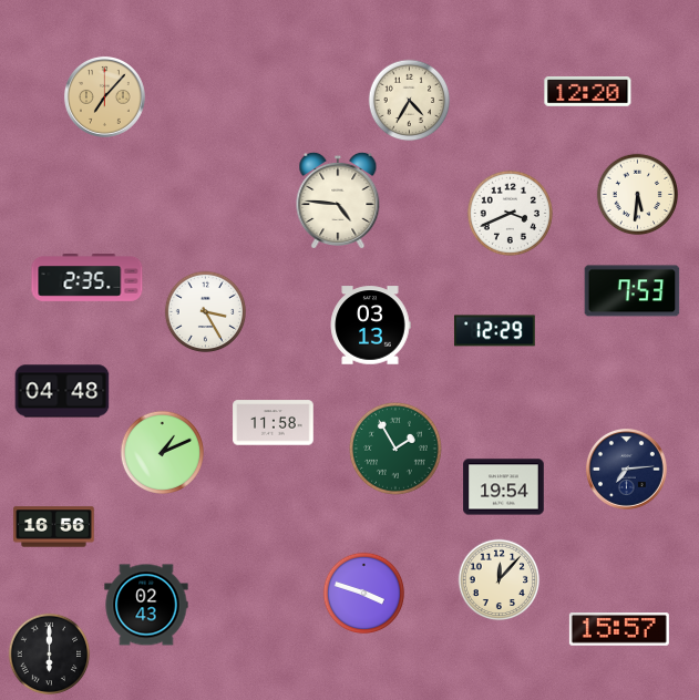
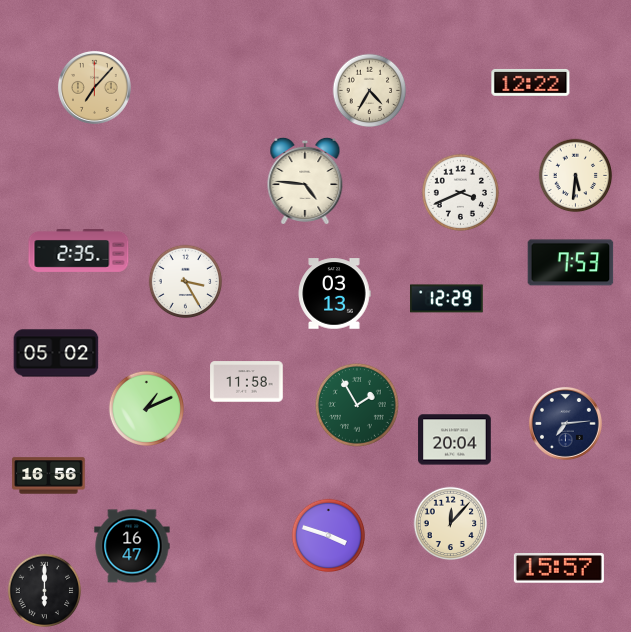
clock at (588, 91): 12:20 -> 12:22
clock at (62, 391): 04:48 -> 05:02
clock at (504, 487): 19:54 -> 20:04
clock at (146, 605): 02:43 -> 16:47
